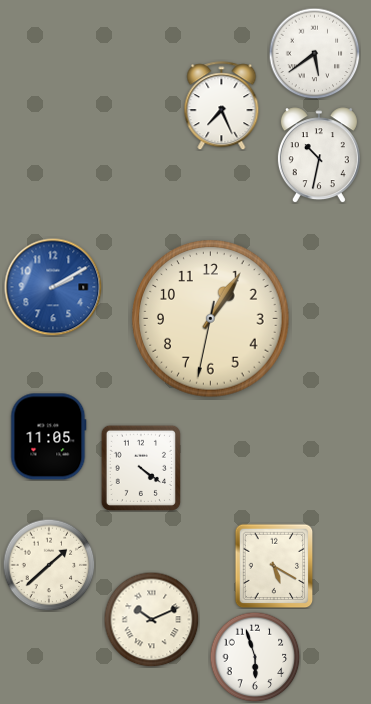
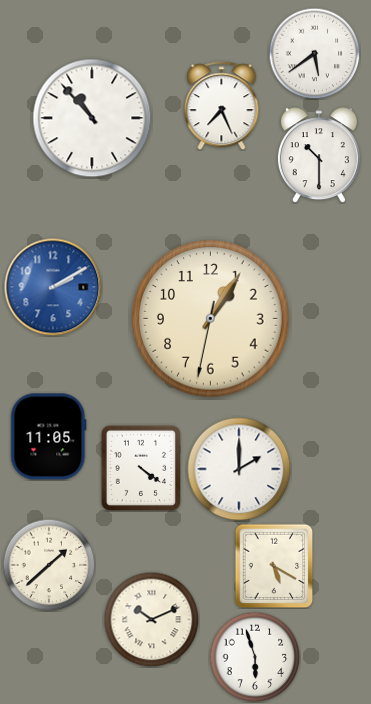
clock at (92, 118): none -> 10:53
clock at (319, 155): 10:32 -> 10:30
clock at (239, 469): none -> 2:00
